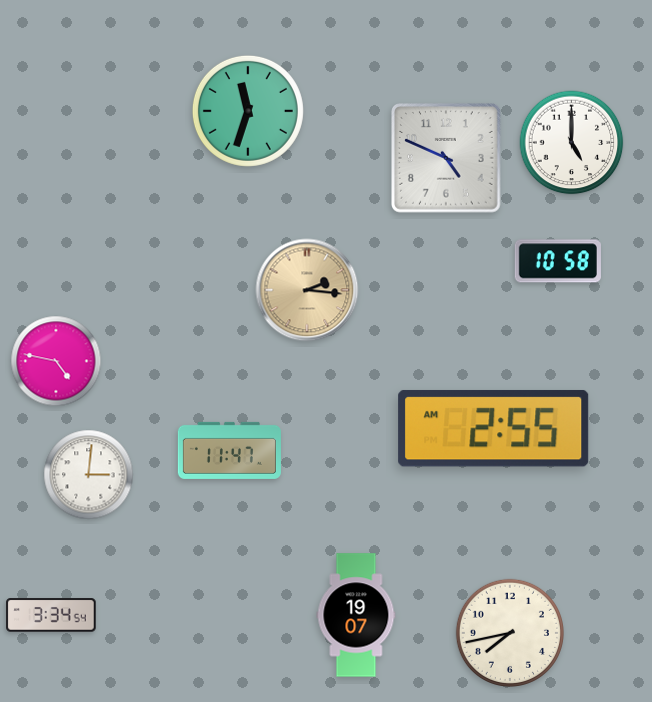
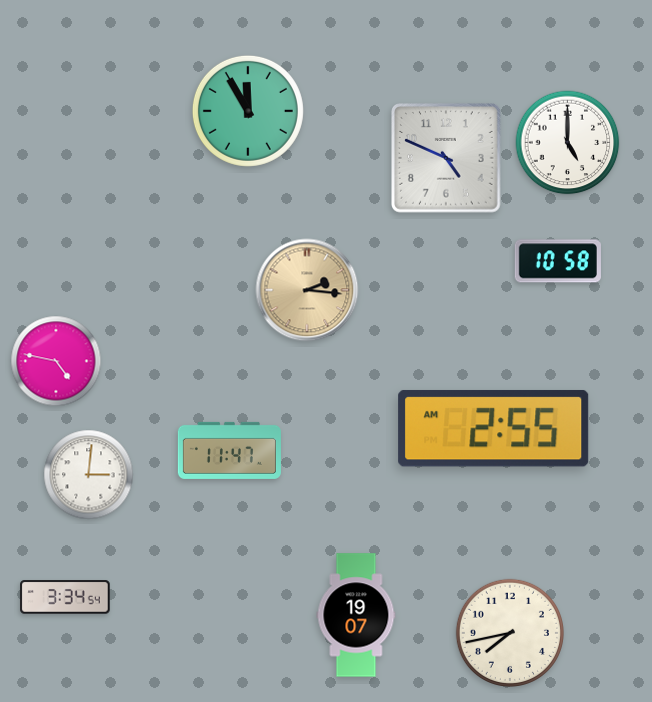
clock at (248, 111): 11:33 -> 11:55
clock at (572, 143) position: (572, 143) -> (568, 143)
clock at (51, 615) position: (51, 615) -> (65, 597)
